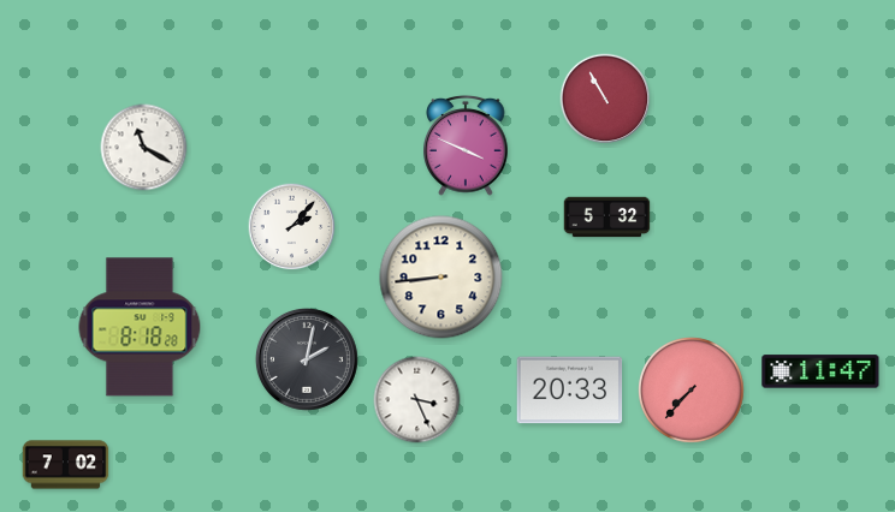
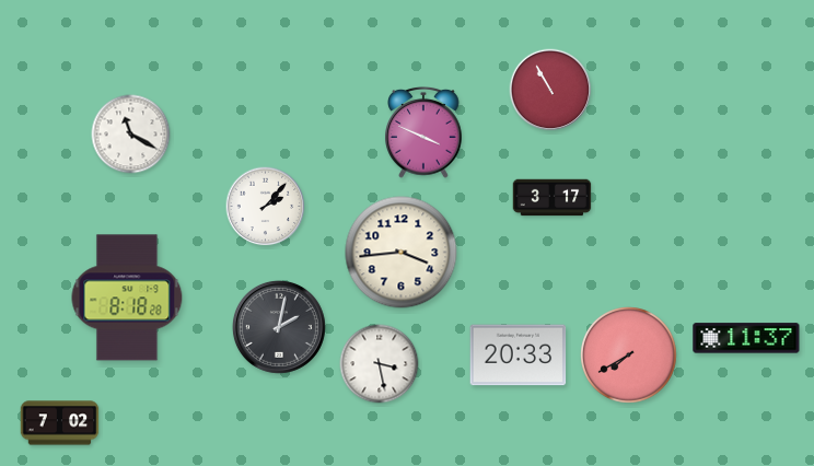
clock at (607, 218): 5:32 -> 3:17
clock at (441, 278): 8:44 -> 3:44
clock at (820, 371): 11:47 -> 11:37
clock at (692, 391): 7:37 -> 7:40
clock at (417, 400): 3:26 -> 3:28
